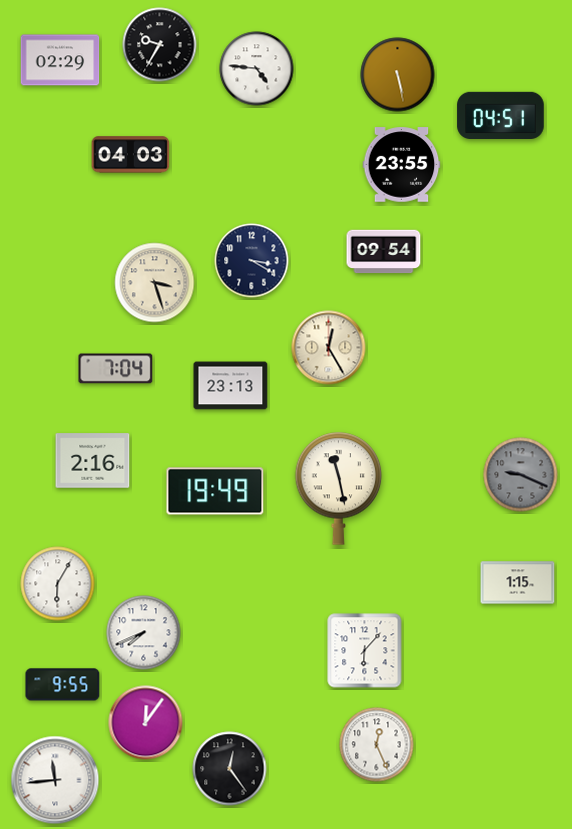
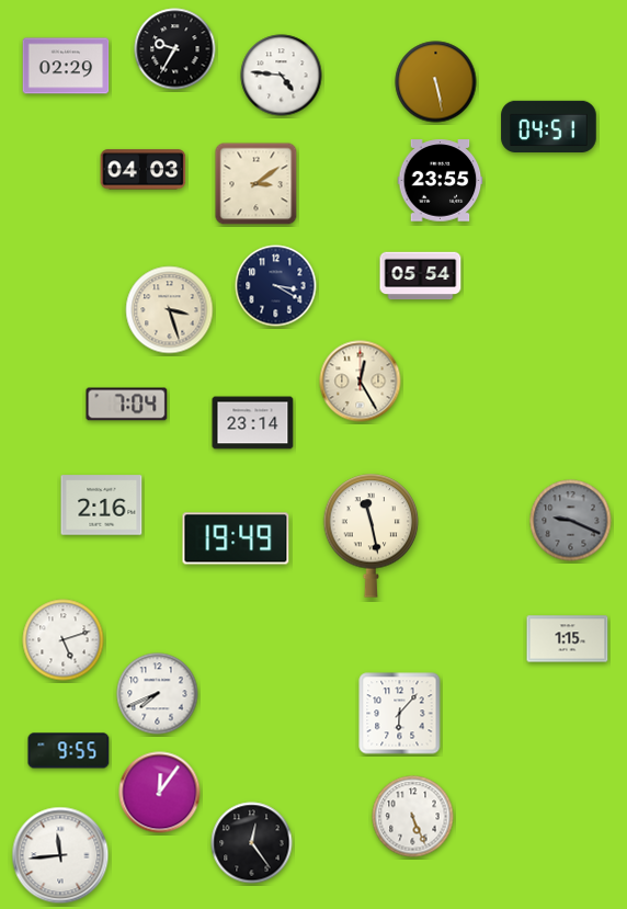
clock at (256, 184): none -> 3:09
clock at (384, 252): 09:54 -> 05:54
clock at (231, 386): 23:13 -> 23:14
clock at (58, 584): 6:05 -> 5:12
clock at (377, 745): 12:26 -> 5:26
